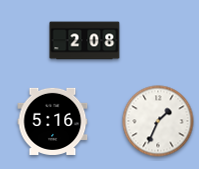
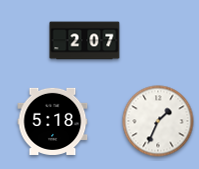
clock at (85, 41): 2:08 -> 2:07
clock at (53, 121): 5:16 -> 5:18
